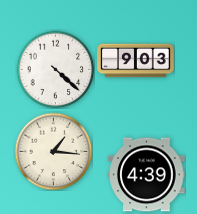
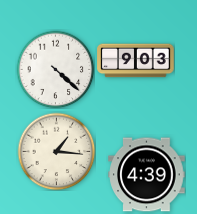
clock at (53, 151) position: (53, 151) -> (56, 151)
